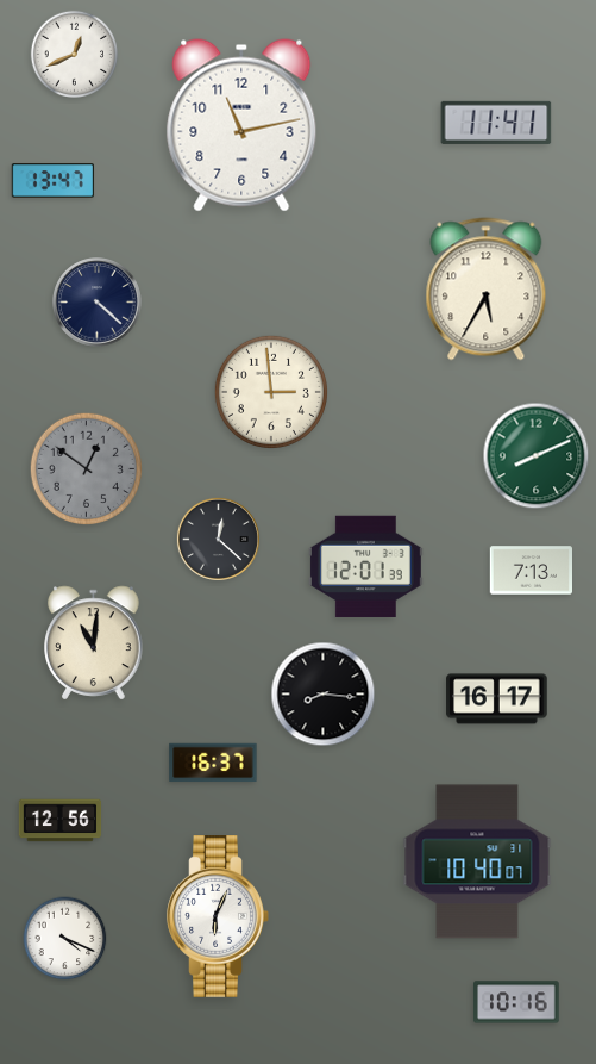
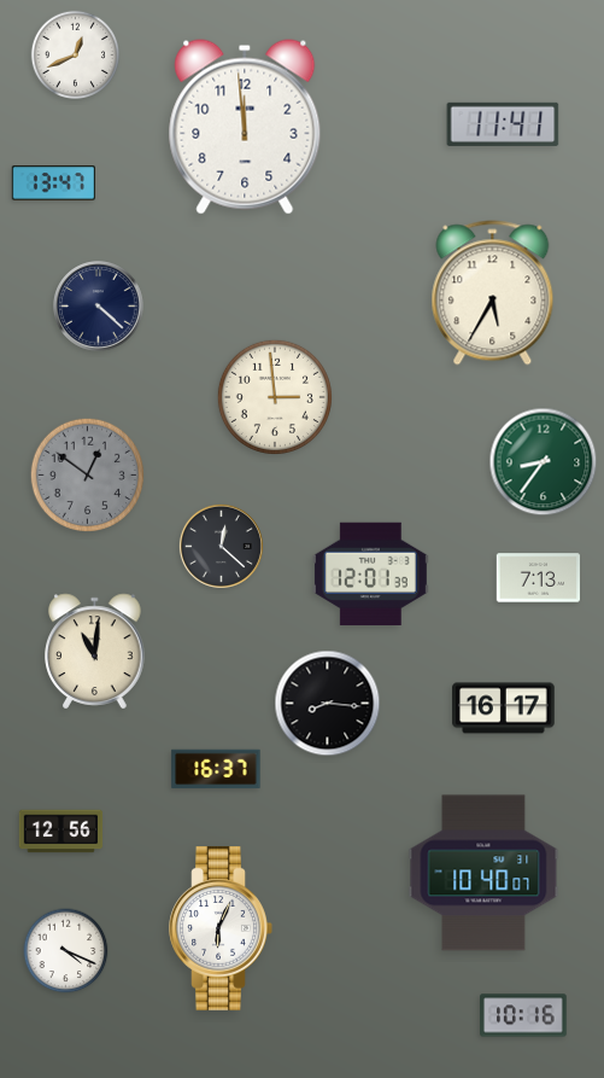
clock at (241, 125): 11:13 -> 11:59
clock at (537, 456): 8:11 -> 8:36
clock at (213, 763) position: (213, 763) -> (216, 769)
